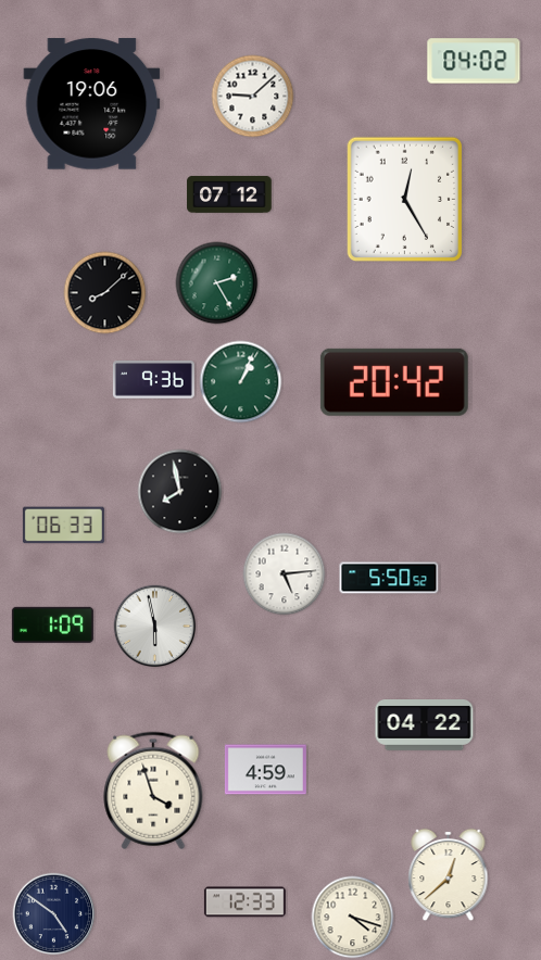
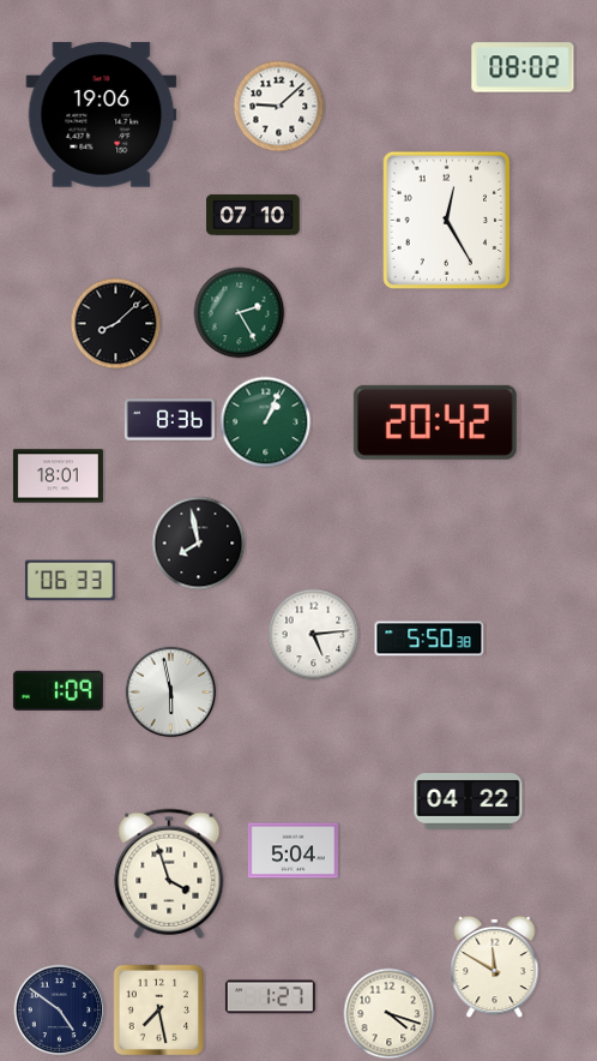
clock at (474, 61): 04:02 -> 08:02
clock at (229, 194): 07:12 -> 07:10
clock at (153, 380): 9:36 -> 8:36
clock at (58, 476): none -> 18:01
clock at (389, 578): 5:50:52 -> 5:50:38
clock at (265, 770): 4:59 -> 5:04
clock at (449, 875): 12:38 -> 11:50
clock at (244, 902): 12:33 -> 1:27
clock at (159, 1011): none -> 7:28
